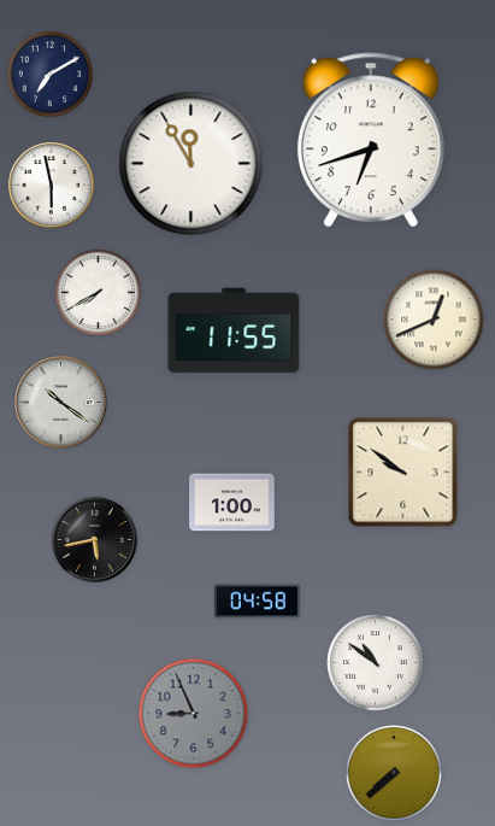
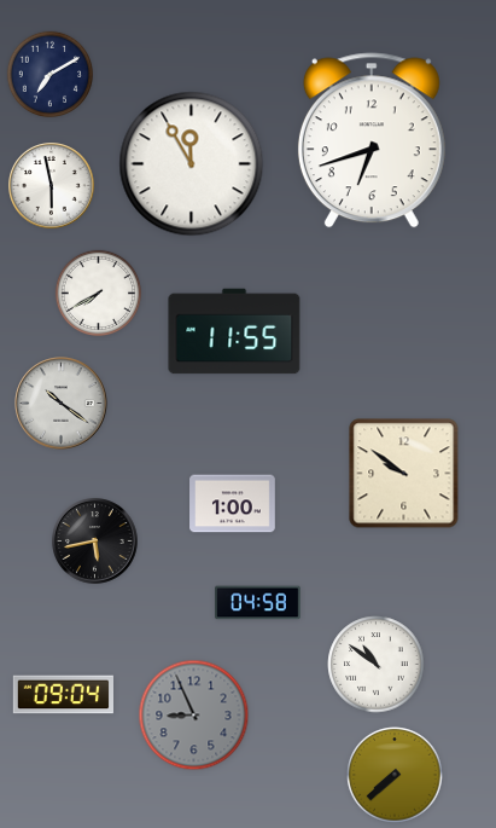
clock at (434, 320): 12:41 -> none
clock at (63, 695): none -> 09:04
